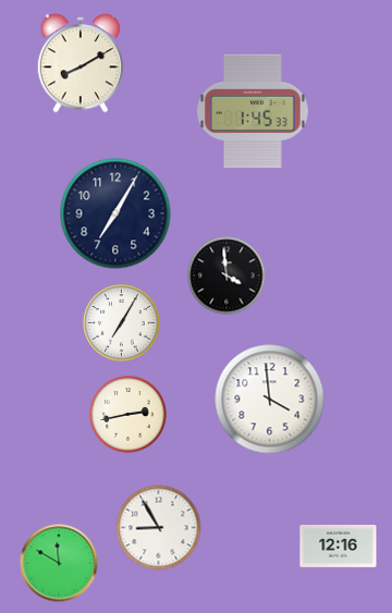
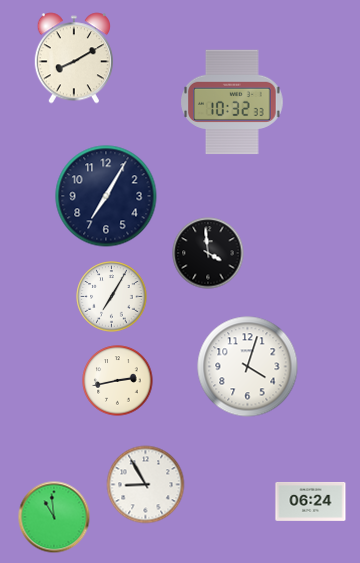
clock at (253, 111): 1:45 -> 10:32
clock at (270, 400): 3:59 -> 4:03
clock at (339, 547): 12:16 -> 06:24
clock at (59, 563): 11:50 -> 10:59
